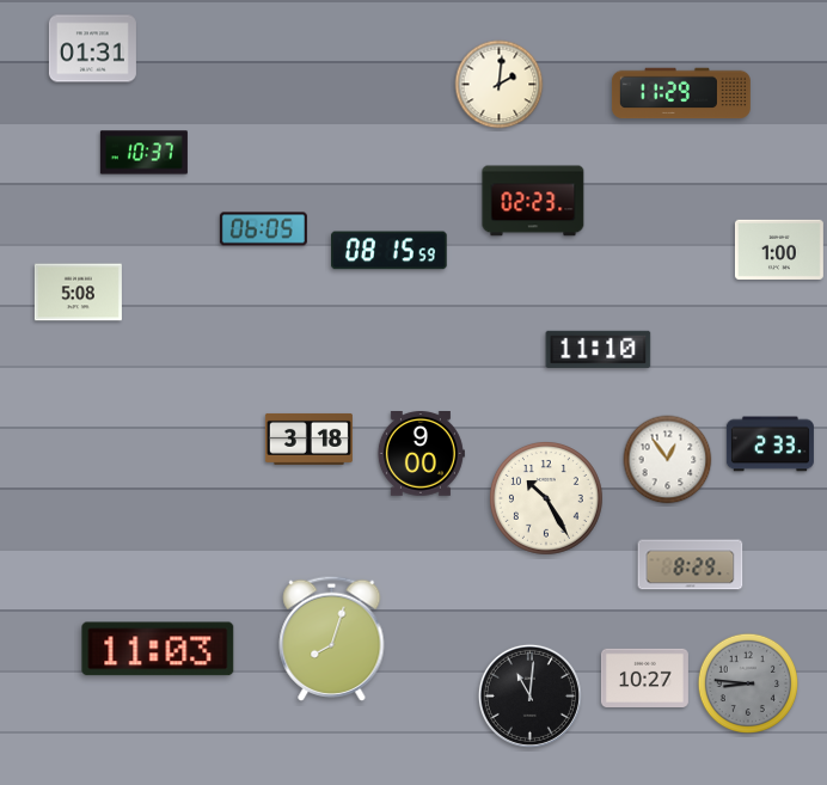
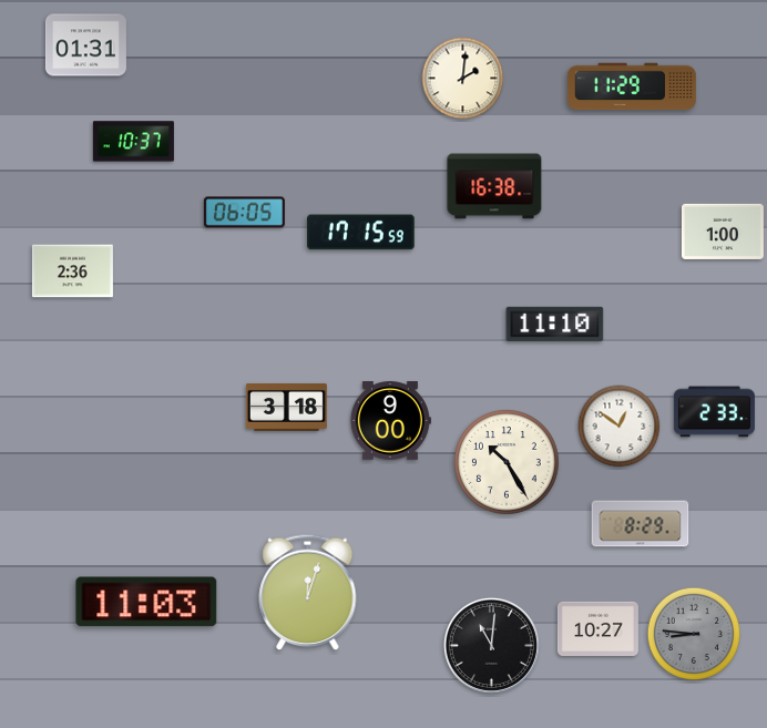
clock at (533, 201): 02:23 -> 16:38
clock at (390, 251): 08:15 -> 17:15
clock at (78, 293): 5:08 -> 2:36
clock at (668, 460): 12:54 -> 12:51
clock at (332, 638): 8:03 -> 12:03
